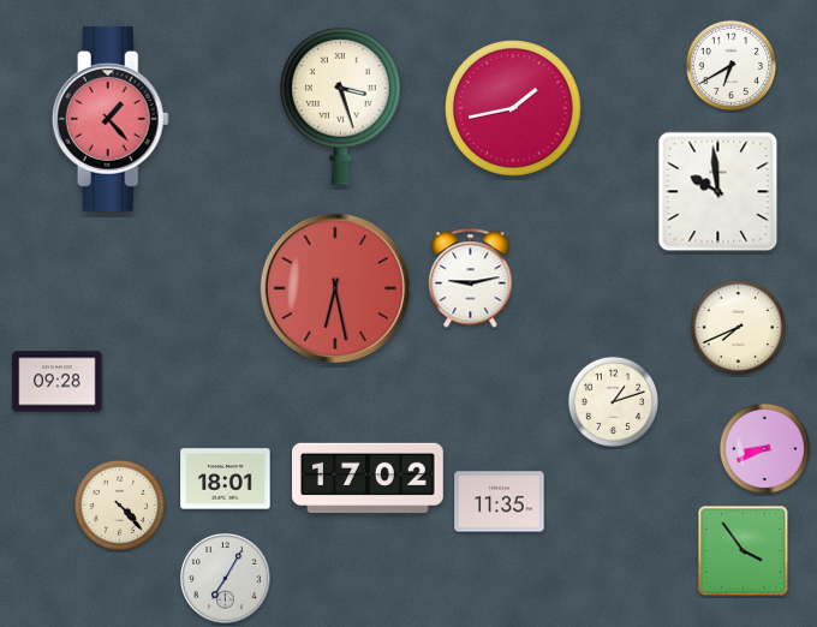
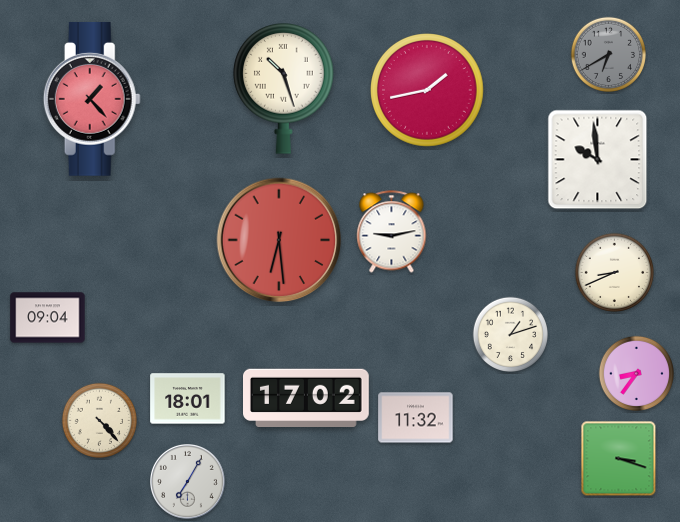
clock at (730, 65) dial: white -> grey
clock at (341, 107): 3:27 -> 10:27
clock at (335, 288): 6:28 -> 6:29
clock at (738, 327): 7:41 -> 8:41
clock at (58, 382): 09:28 -> 09:04
clock at (764, 448): 8:41 -> 8:36
clock at (500, 502): 11:35 -> 11:32
clock at (744, 551): 3:54 -> 3:18
